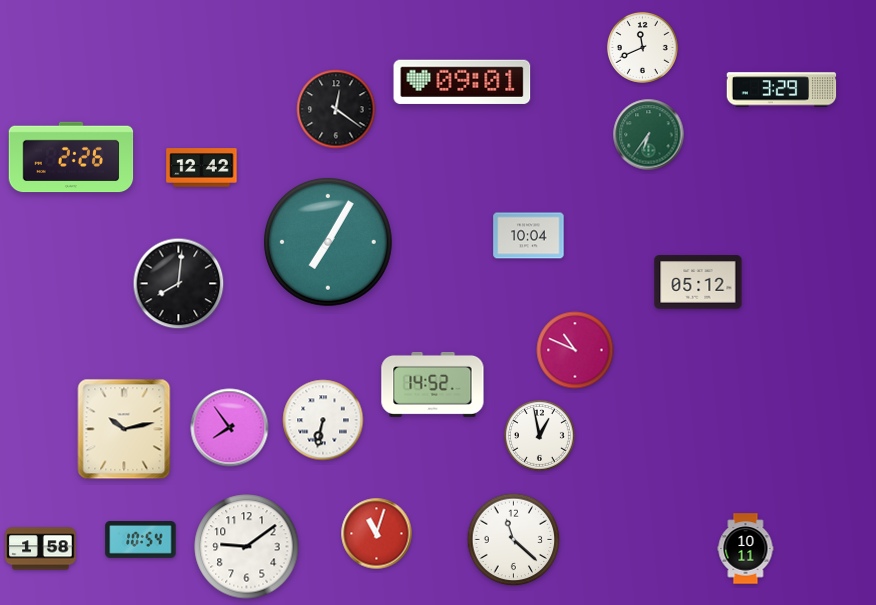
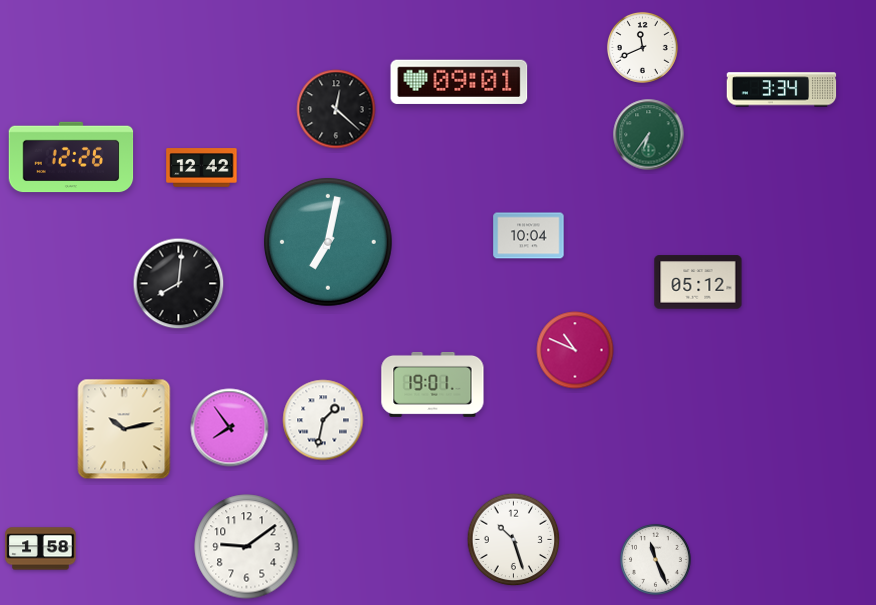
clock at (462, 82) position: (462, 82) -> (459, 82)
clock at (782, 90): 3:29 -> 3:34
clock at (336, 109): 12:21 -> 12:22
clock at (71, 157): 2:26 -> 12:26
clock at (328, 242): 7:05 -> 7:02
clock at (433, 384): 14:52 -> 19:01
clock at (323, 420): 6:32 -> 1:32
clock at (539, 435): 12:58 -> none
clock at (377, 534): 11:03 -> none
clock at (141, 540): 10:54 -> none
clock at (514, 540): 11:22 -> 10:27
clock at (746, 549): 10:11 -> none
clock at (655, 559): none -> 11:26
